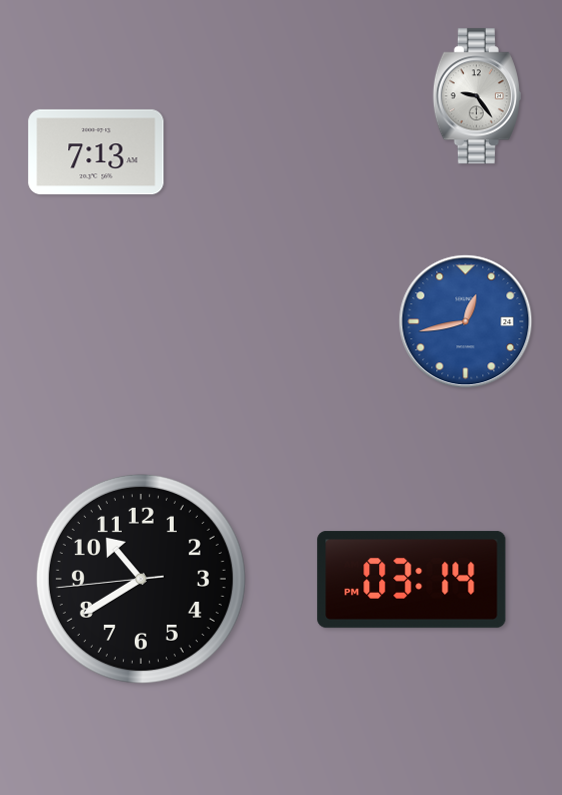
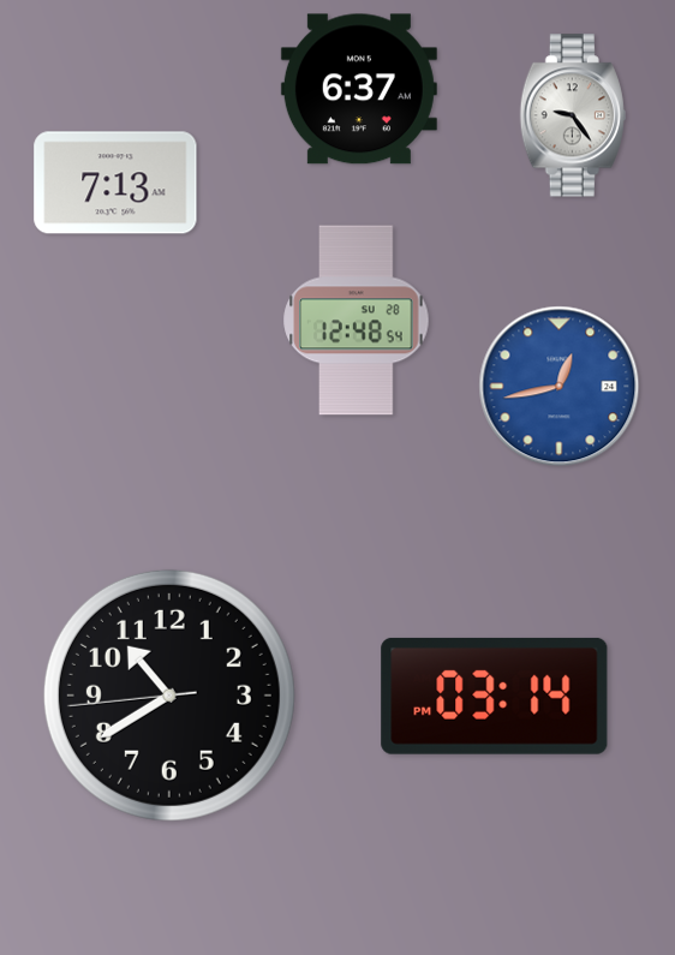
clock at (359, 89): none -> 6:37
clock at (357, 321): none -> 12:48
